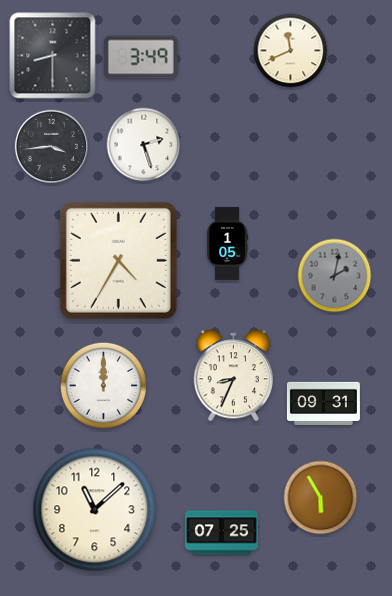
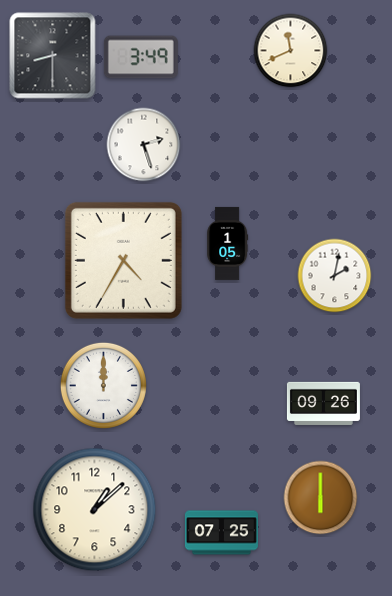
clock at (51, 146): 3:44 -> none
clock at (118, 260) position: (118, 260) -> (123, 260)
clock at (335, 276) dial: grey -> white
clock at (234, 376): 8:34 -> none
clock at (323, 403): 09:31 -> 09:26
clock at (321, 498): 5:55 -> 6:00
clock at (95, 510): 11:08 -> 1:08
